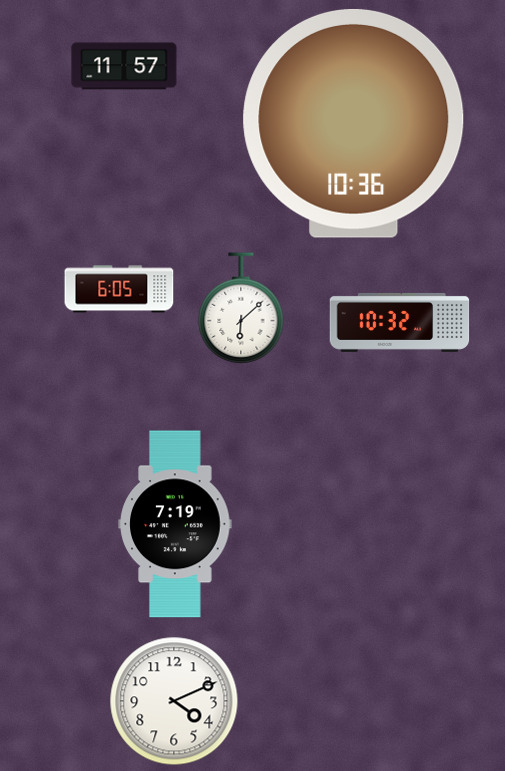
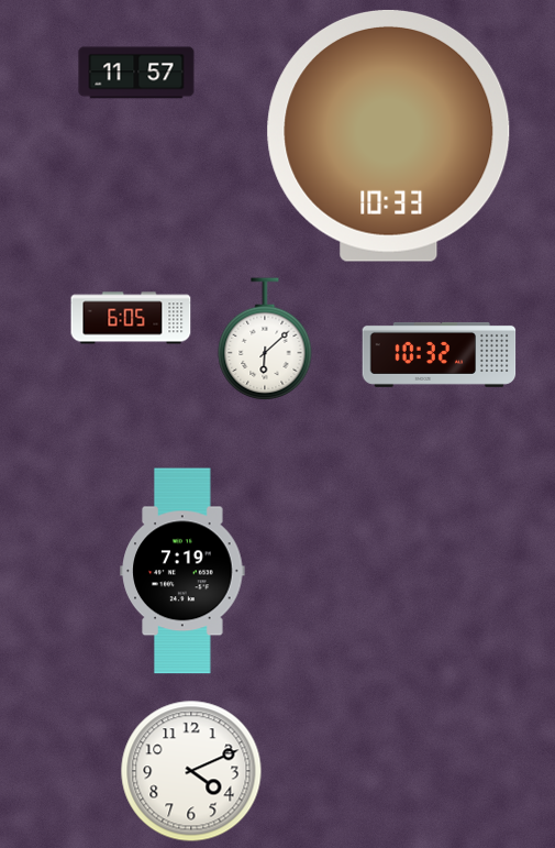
clock at (354, 123): 10:36 -> 10:33
clock at (175, 524) position: (175, 524) -> (182, 571)
